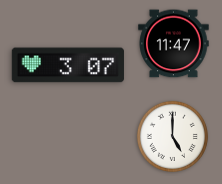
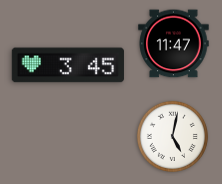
clock at (68, 65): 3:07 -> 3:45
clock at (172, 136): 5:00 -> 5:02
